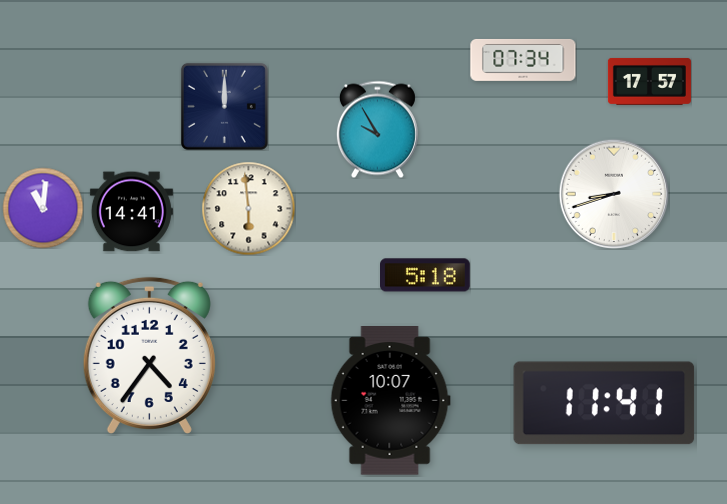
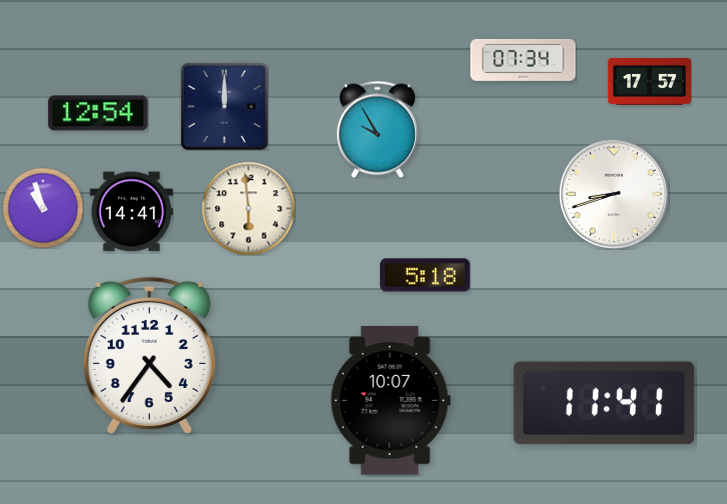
clock at (98, 113): none -> 12:54
clock at (43, 208): 11:01 -> 10:57
